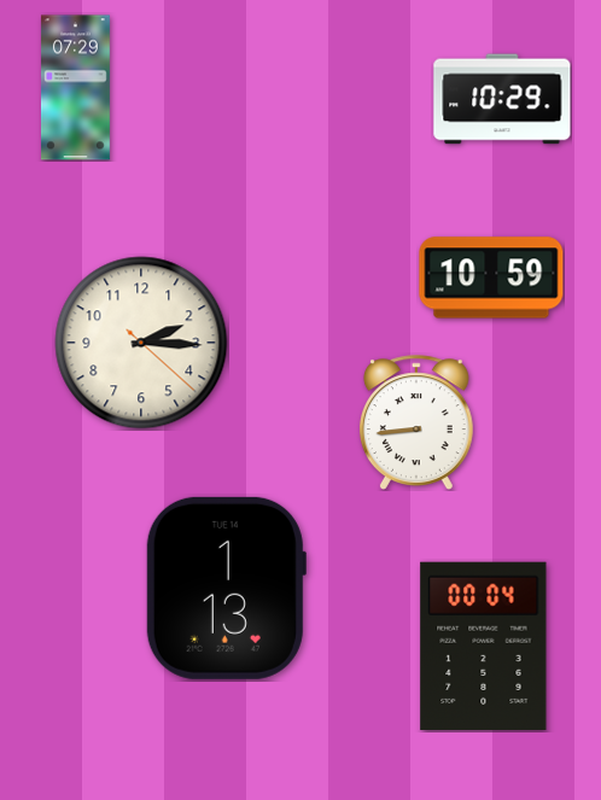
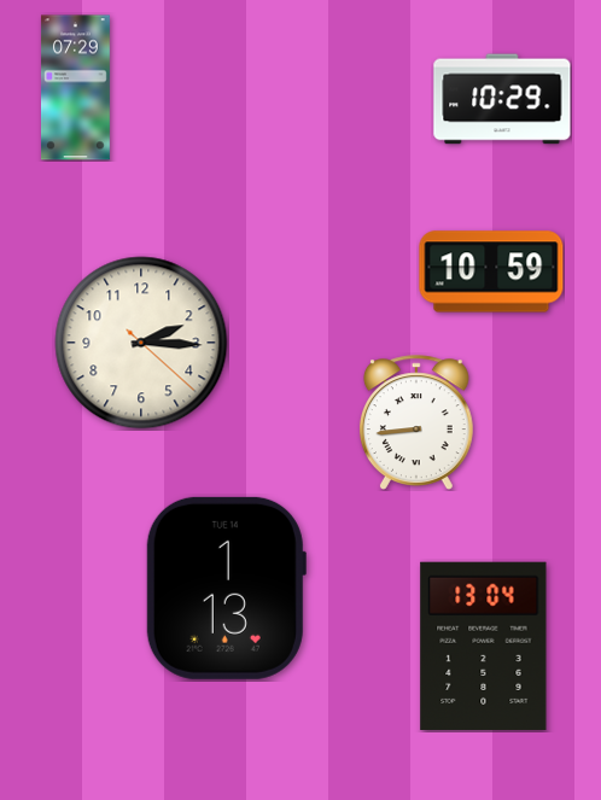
clock at (491, 278) position: (491, 278) -> (491, 271)
clock at (484, 646): 00:04 -> 13:04
